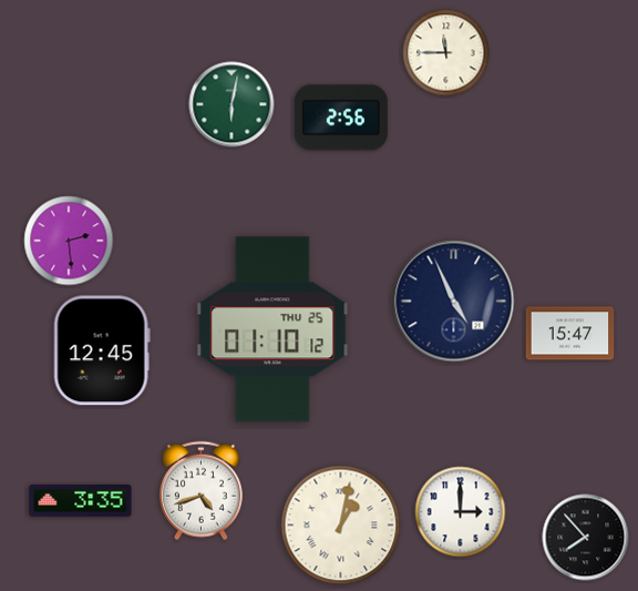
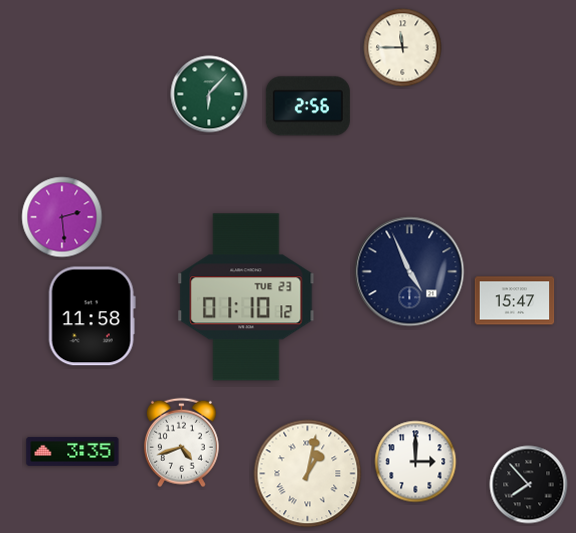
clock at (231, 104): 6:02 -> 6:07
clock at (272, 329) date: THU 25 -> TUE 23
clock at (102, 350): 12:45 -> 11:58
